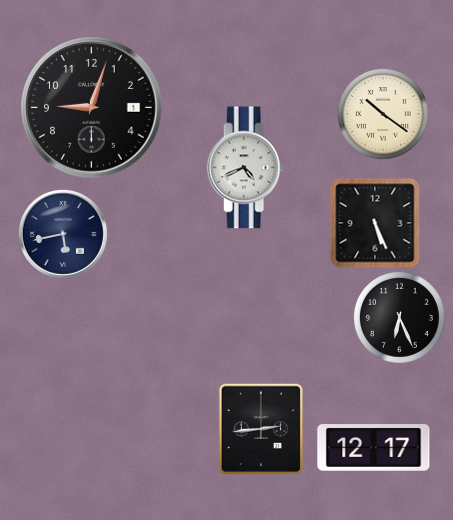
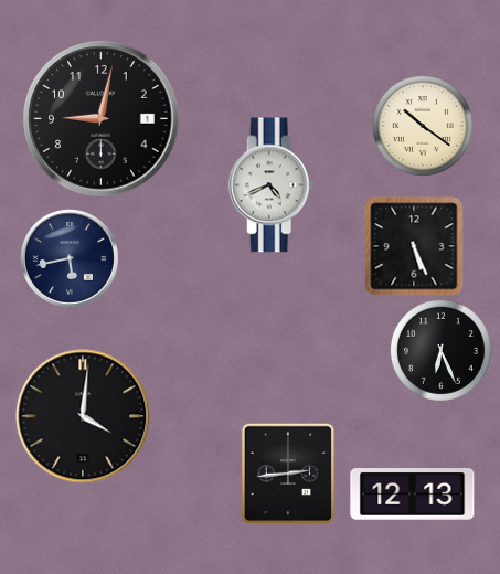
clock at (92, 108): 9:03 -> 9:02
clock at (83, 416): none -> 4:01
clock at (374, 448): 12:17 -> 12:13
